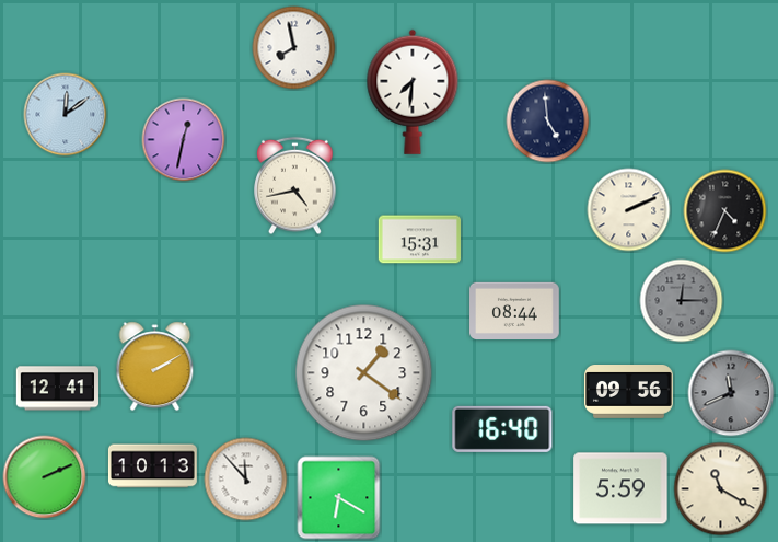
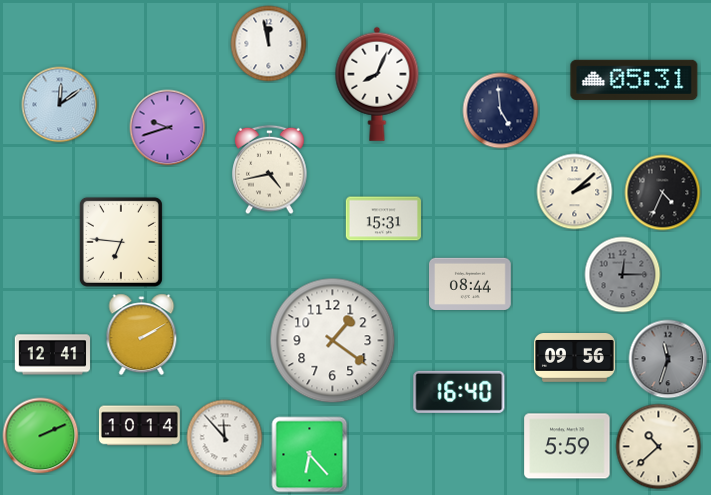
clock at (294, 48): 7:58 -> 11:58
clock at (634, 80): none -> 05:31
clock at (413, 92): 7:31 -> 8:04
clock at (184, 140): 12:32 -> 9:42
clock at (629, 210): 2:11 -> 2:08
clock at (121, 242): none -> 6:46
clock at (731, 393): 11:41 -> 11:33
clock at (152, 466): 10:13 -> 10:14
clock at (721, 489): 11:20 -> 10:38
clock at (339, 498): 6:20 -> 6:23
